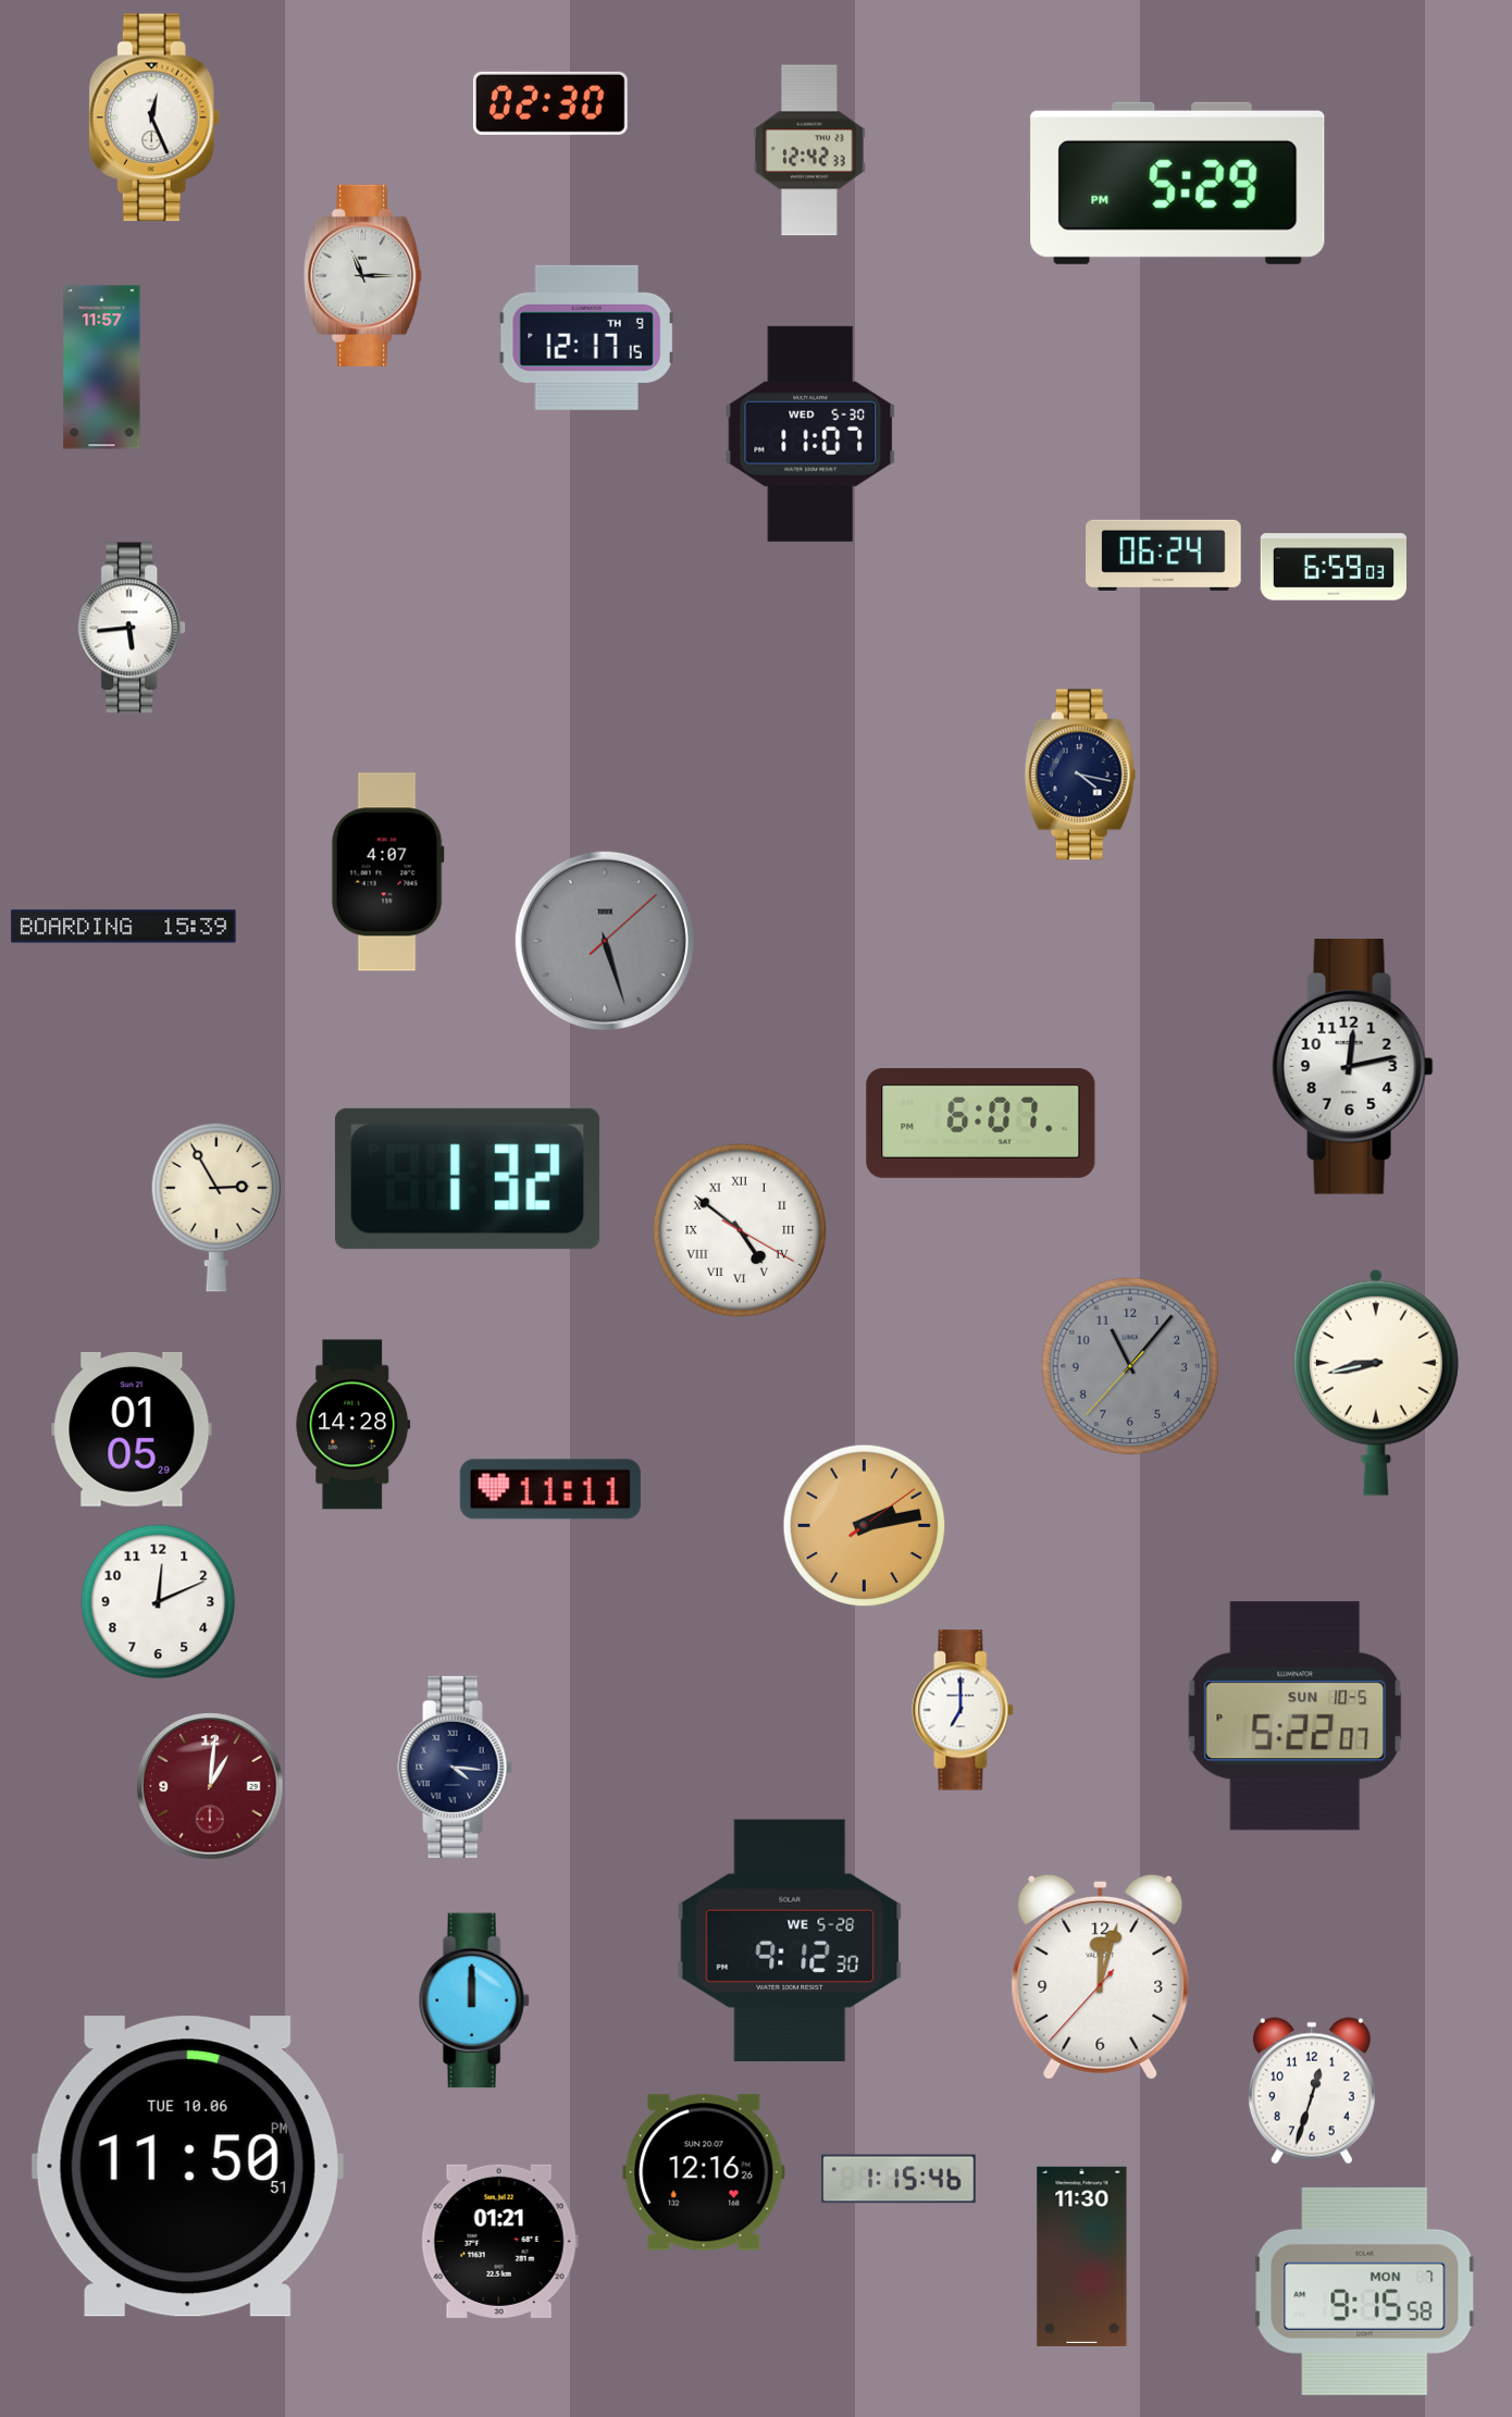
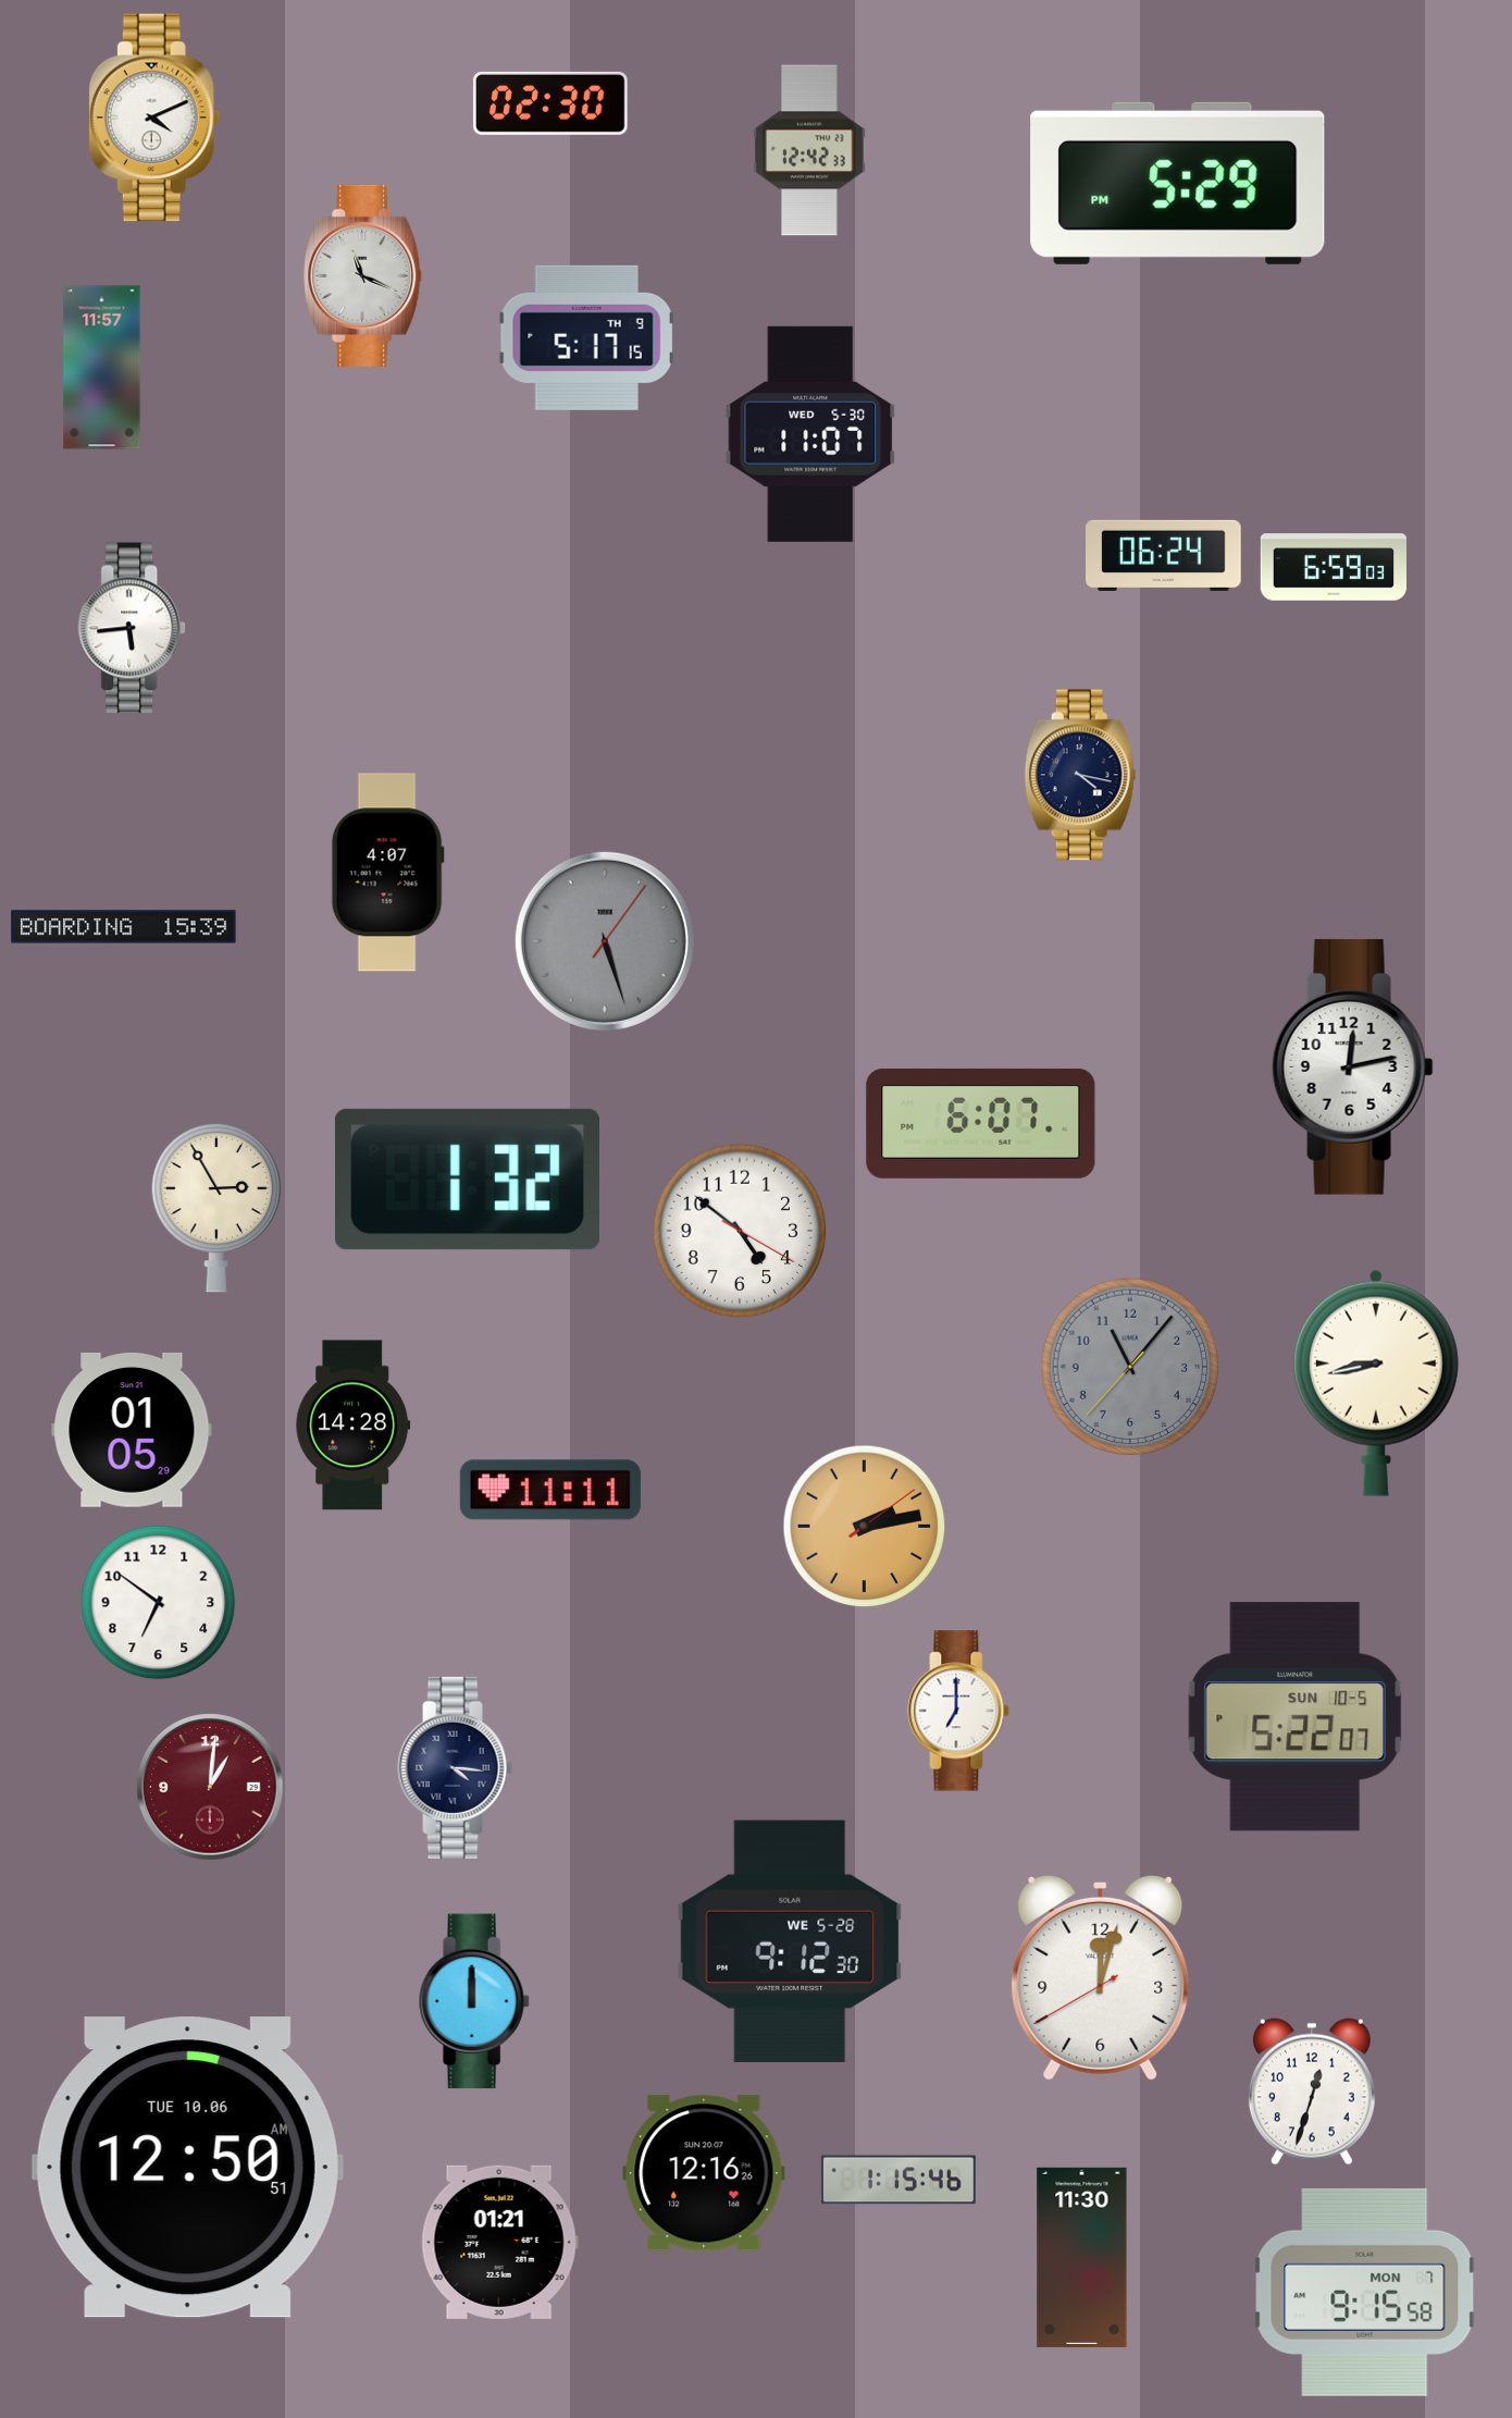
clock at (154, 117): 12:26 -> 4:11
clock at (363, 275): 11:15 -> 11:19
clock at (587, 337): 12:17 -> 5:17
clock at (605, 941): 5:27:08 -> 5:27:06
clock at (740, 1230) numerals: Roman -> Arabic
clock at (159, 1602): 12:11 -> 6:51
clock at (963, 1710) position: (963, 1710) -> (958, 1711)
clock at (1101, 1976): 12:02:37 -> 12:02:40
clock at (187, 2167): 11:50 -> 12:50
